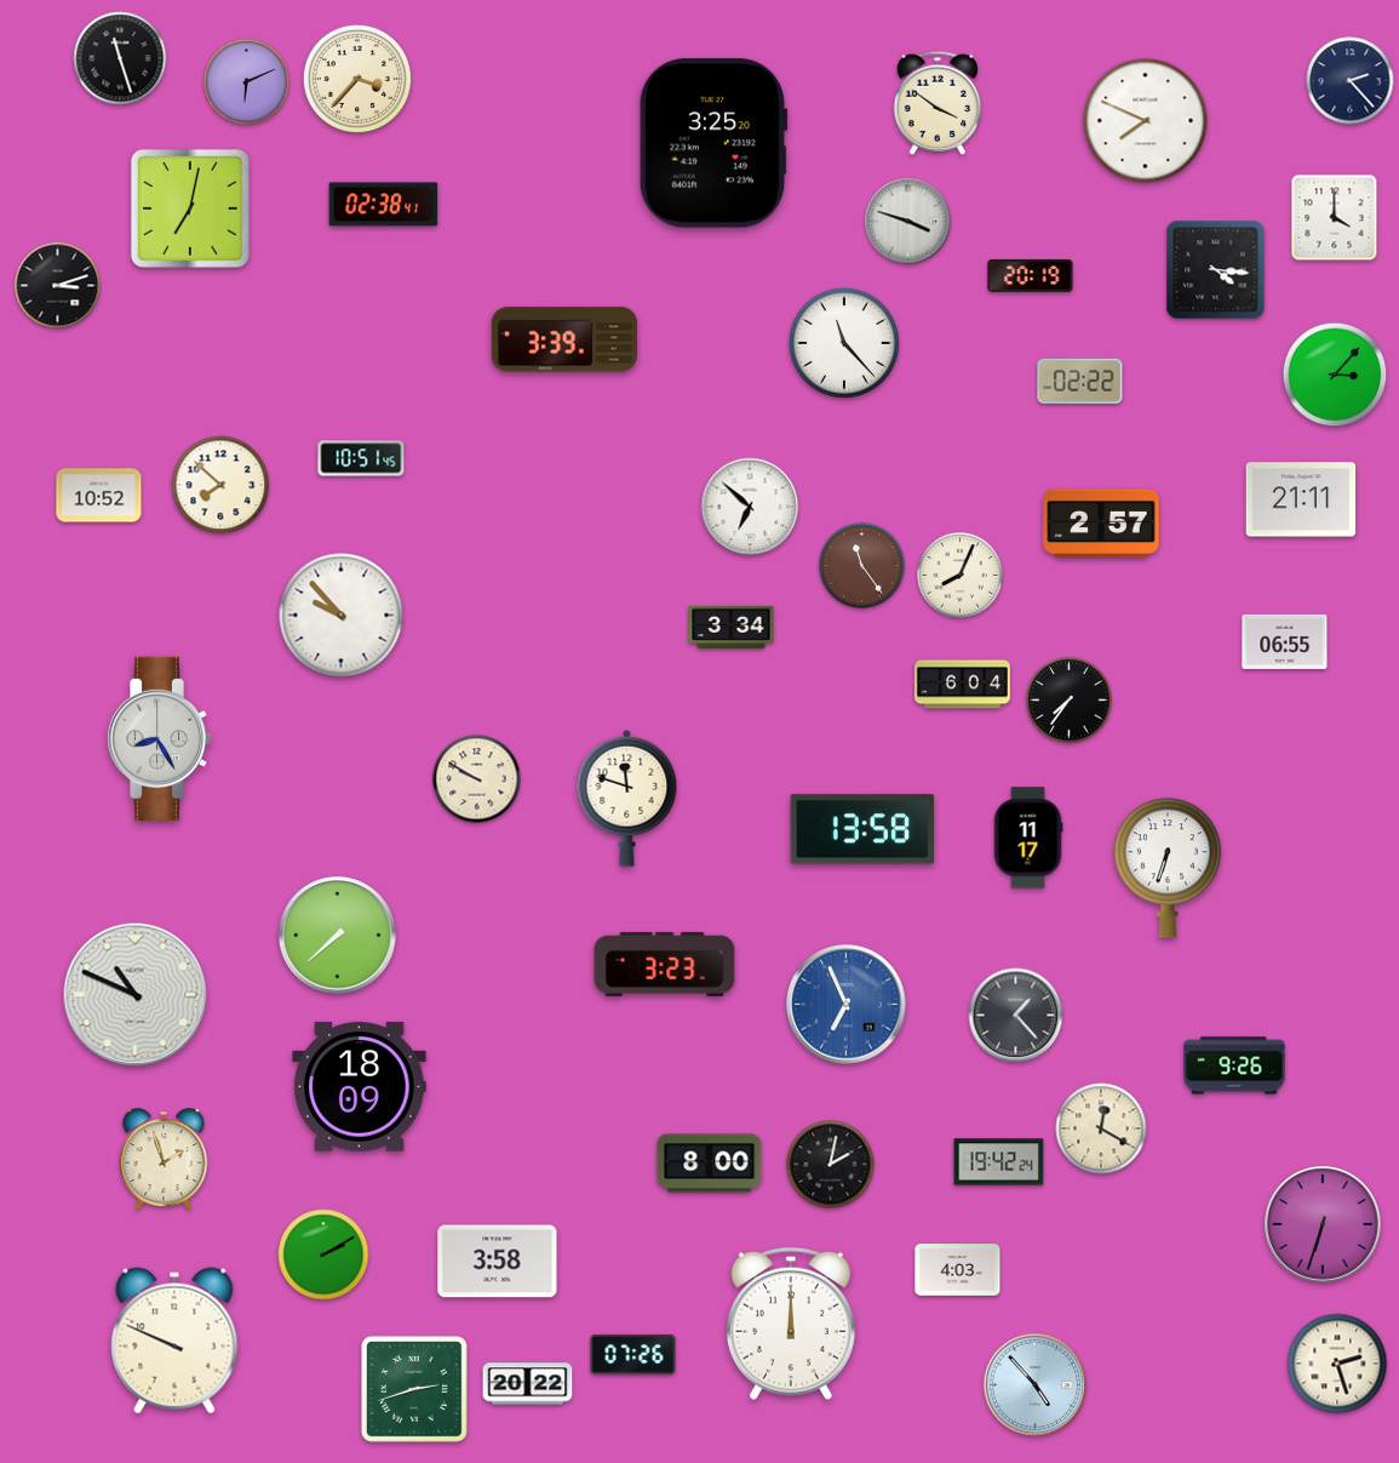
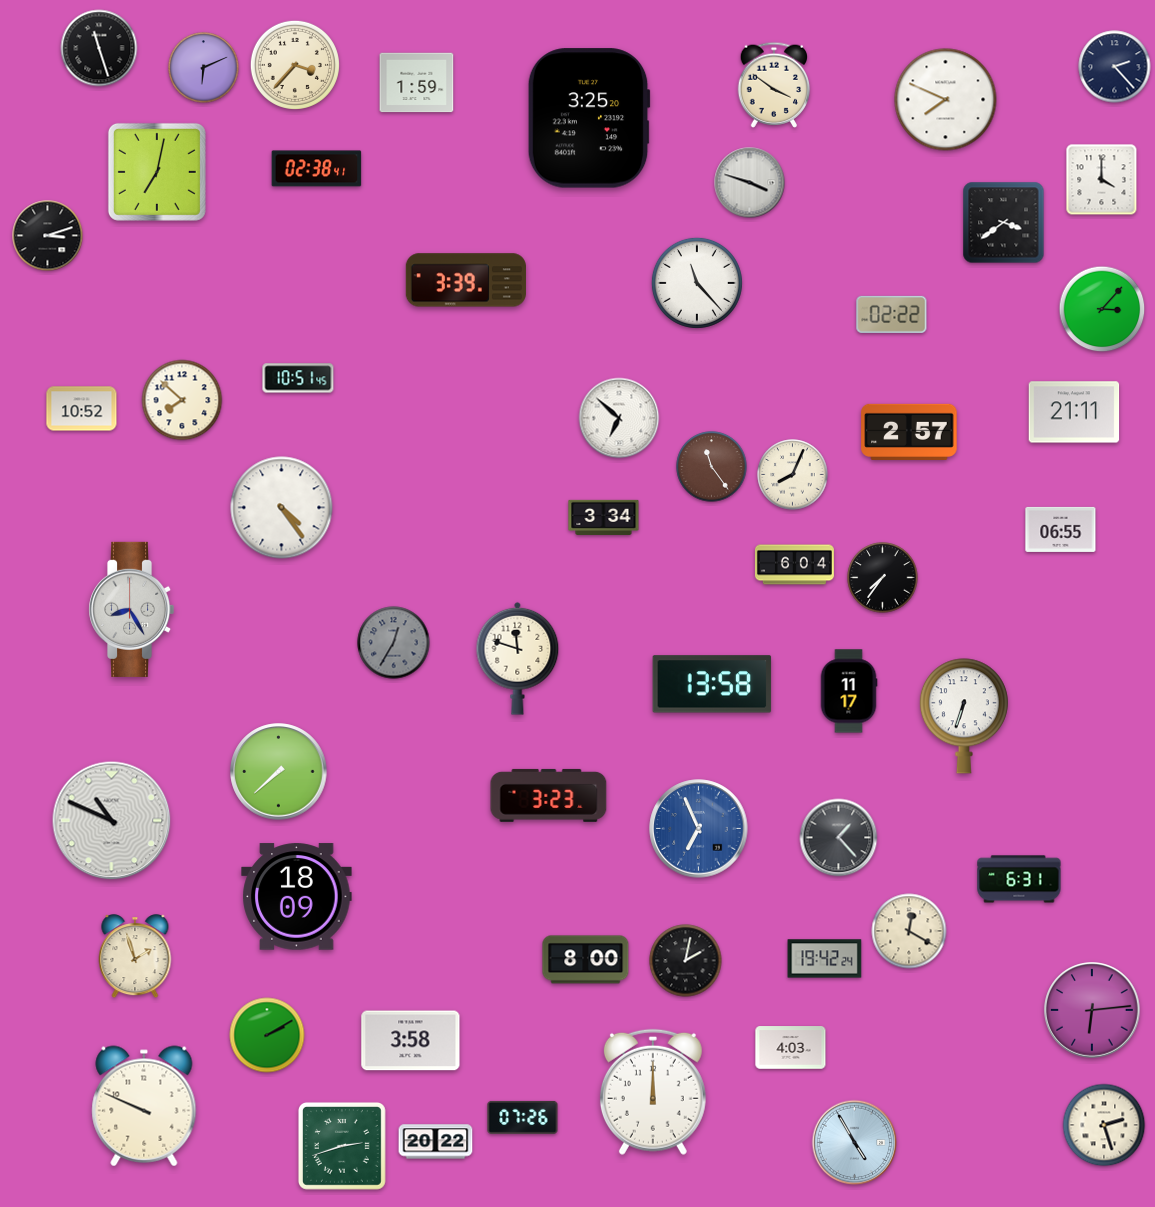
clock at (417, 83): none -> 1:59
clock at (1216, 270): 4:16 -> 3:39
clock at (1031, 275): 20:19 -> none
clock at (342, 616): 9:53 -> 4:24
clock at (477, 779): 9:50 -> 12:35
clock at (477, 779) dial: cream -> grey
clock at (1234, 1065): 9:26 -> 6:31
clock at (1323, 1224): 6:33 -> 6:14
clock at (1036, 1385): 4:53 -> 4:55
